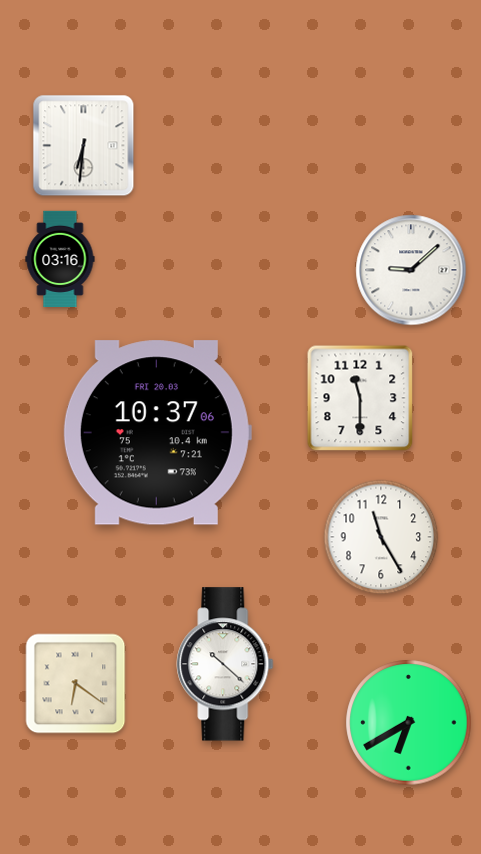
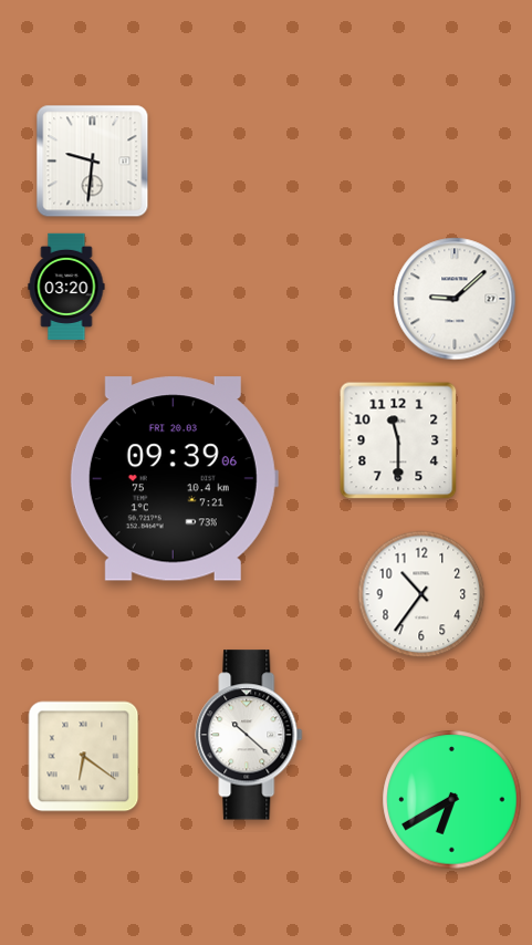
clock at (84, 146): 6:31 -> 9:31
clock at (60, 258): 03:16 -> 03:20
clock at (157, 433): 10:37 -> 09:39
clock at (381, 537): 11:25 -> 10:36
